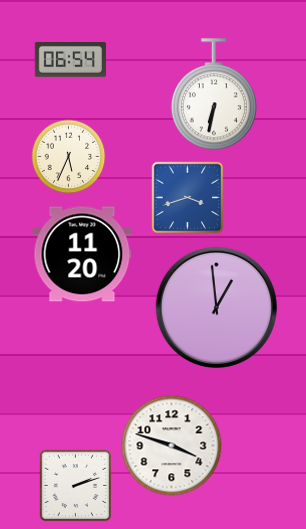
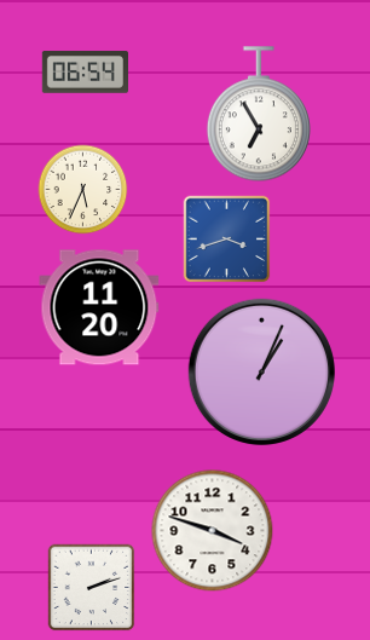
clock at (214, 95): 6:32 -> 6:55
clock at (216, 307): 12:59 -> 1:04
clock at (172, 446) position: (172, 446) -> (213, 531)
